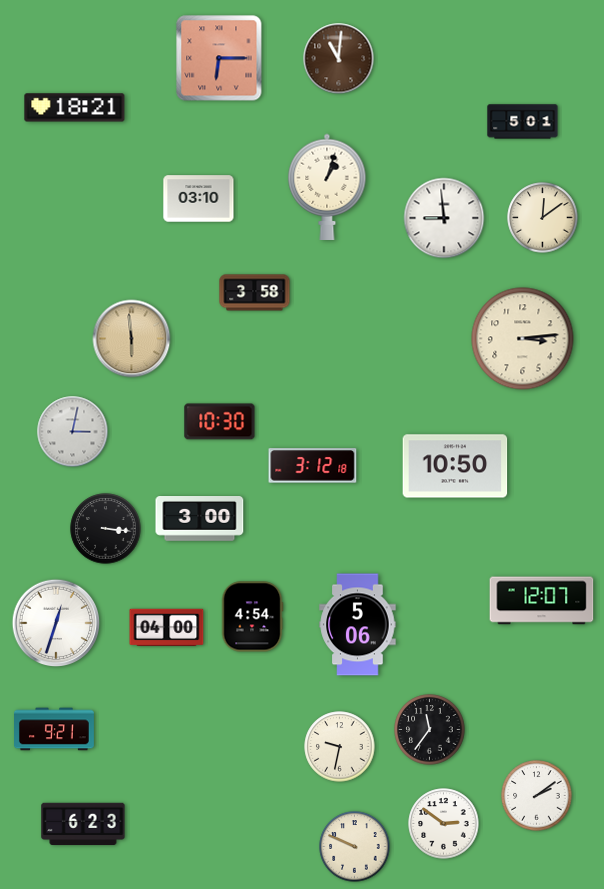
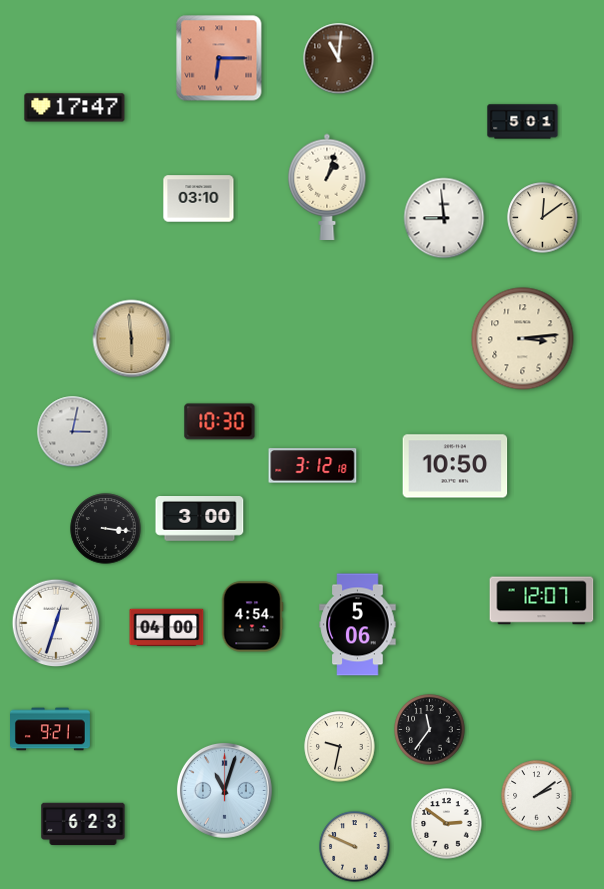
clock at (75, 108): 18:21 -> 17:47
clock at (255, 293): 3:58 -> none
clock at (55, 729) position: (55, 729) -> (51, 729)
clock at (224, 790): none -> 11:03
clock at (444, 824) position: (444, 824) -> (447, 824)
